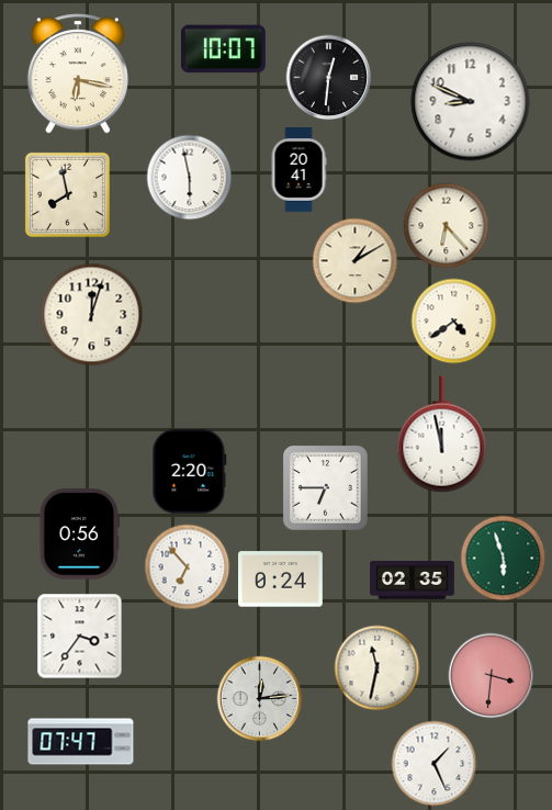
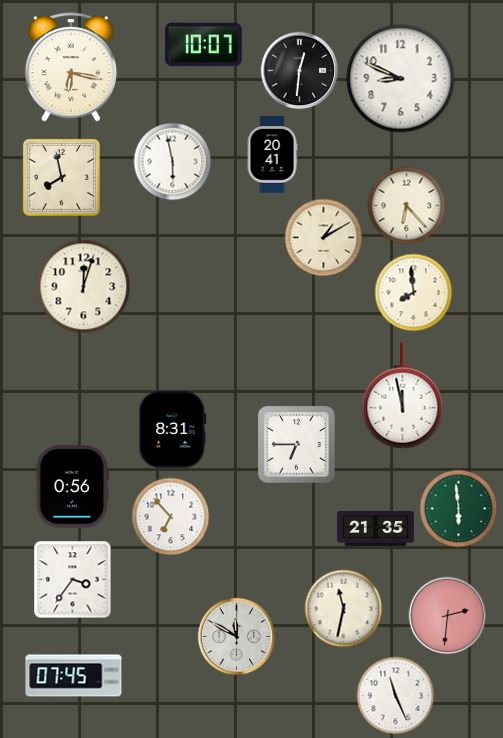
clock at (471, 102) position: (471, 102) -> (401, 79)
clock at (453, 320): 4:39 -> 7:59
clock at (190, 471): 2:20 -> 8:31
clock at (503, 558): 5:57 -> 5:59
clock at (281, 580): 0:24 -> none
clock at (413, 581): 02:35 -> 21:35
clock at (491, 675): 3:31 -> 2:31
clock at (259, 698): 12:14 -> 11:50
clock at (81, 742): 07:47 -> 07:45
clock at (433, 763): 1:26 -> 11:26
